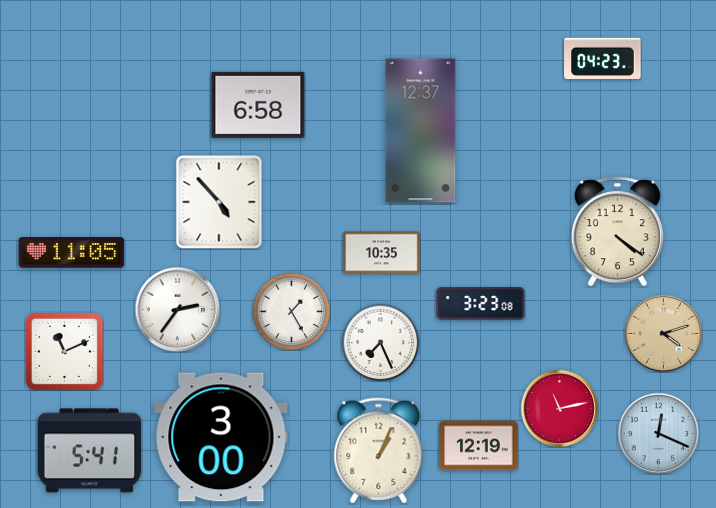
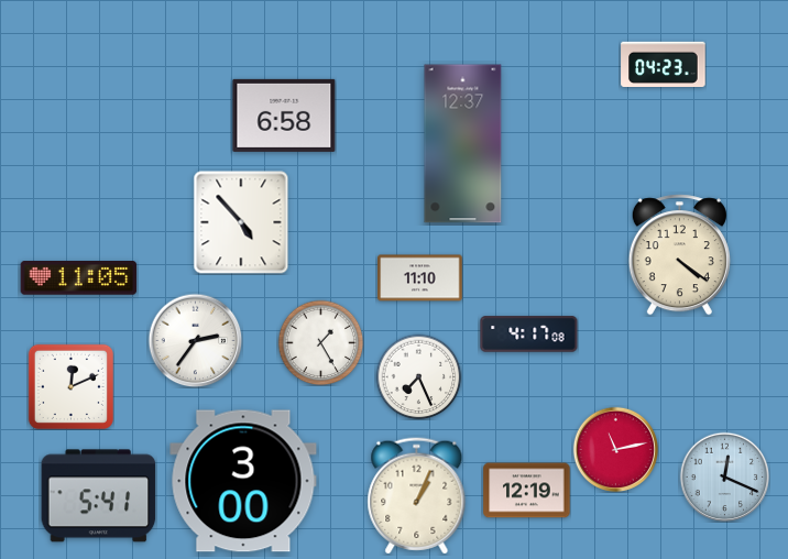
clock at (382, 253): 10:35 -> 11:10
clock at (481, 304): 3:23 -> 4:17
clock at (663, 333): 4:12 -> none
clock at (64, 351): 11:11 -> 12:11
